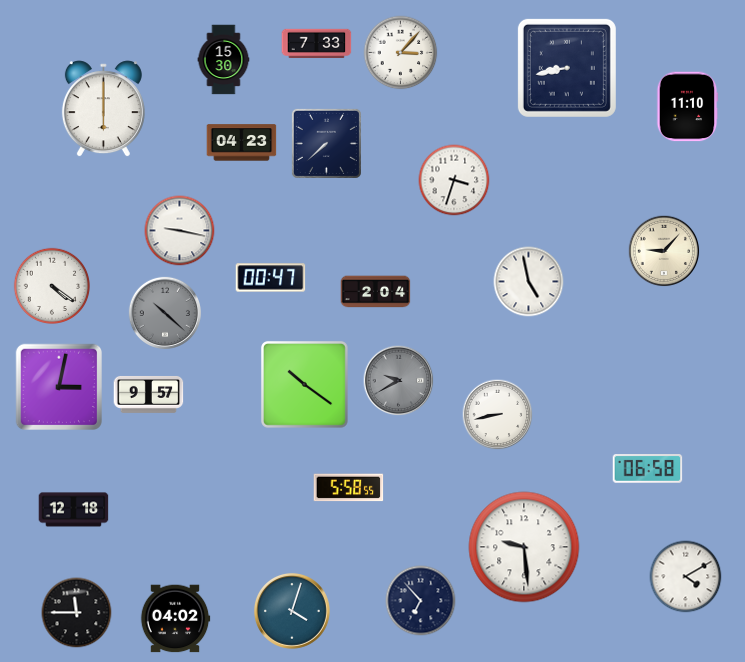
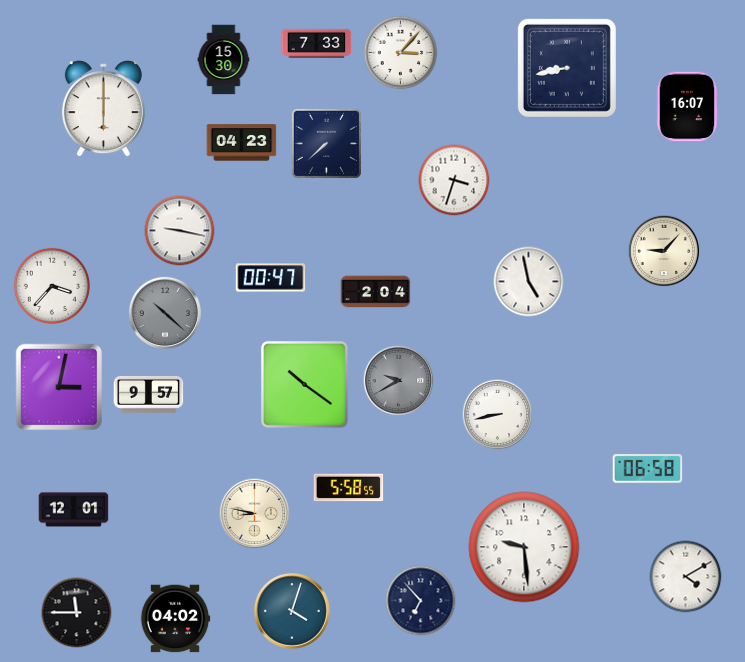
clock at (687, 107): 11:10 -> 16:07
clock at (51, 285): 4:21 -> 3:37
clock at (74, 510): 12:18 -> 12:01
clock at (255, 514): none -> 8:47
